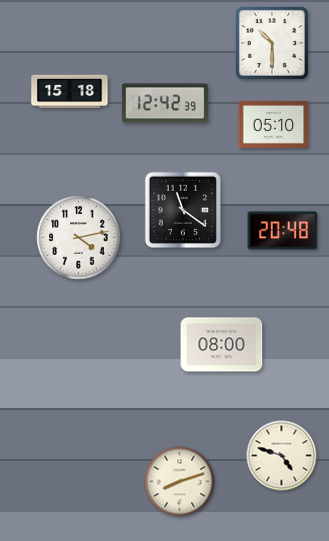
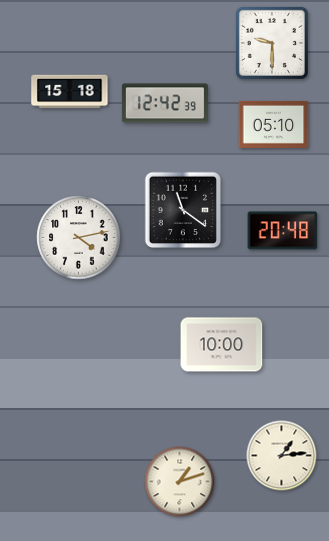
clock at (272, 43): 10:30 -> 9:30
clock at (222, 345): 08:00 -> 10:00
clock at (282, 456): 4:48 -> 1:14
clock at (180, 482): 8:12 -> 1:12
